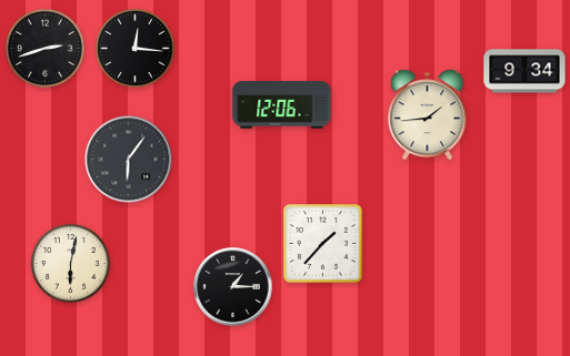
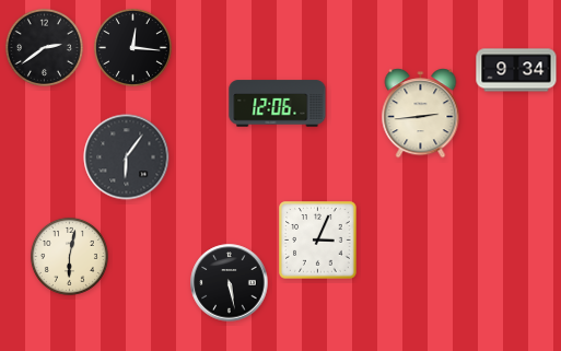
clock at (44, 48): 2:42 -> 2:39
clock at (428, 115): 1:44 -> 2:44
clock at (323, 244): 1:37 -> 3:04
clock at (70, 263) position: (70, 263) -> (69, 256)
clock at (233, 287): 1:15 -> 5:28
